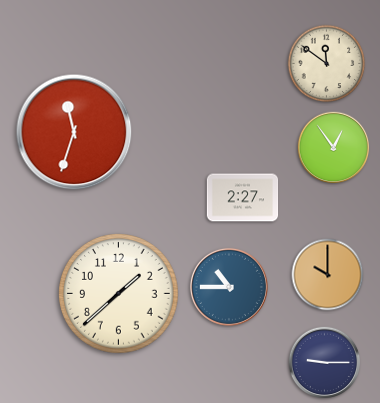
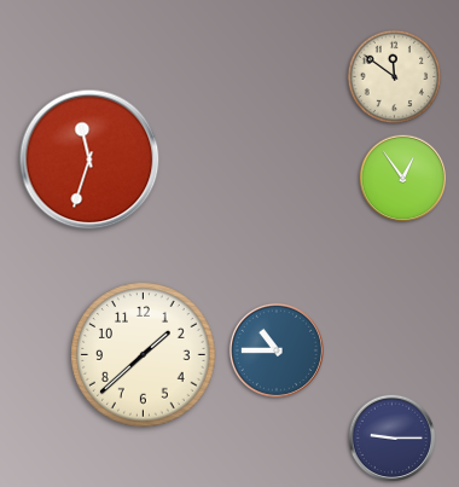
clock at (243, 198): 2:27 -> none
clock at (328, 275): 10:00 -> none
clock at (229, 287) position: (229, 287) -> (277, 350)
